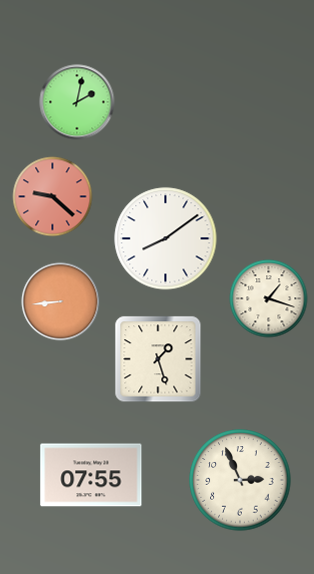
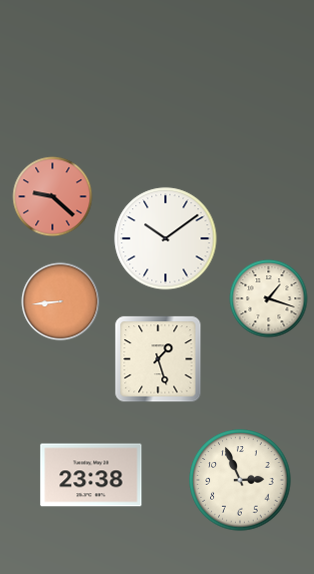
clock at (77, 102): 2:02 -> none
clock at (166, 239): 8:09 -> 10:09
clock at (91, 475): 07:55 -> 23:38
